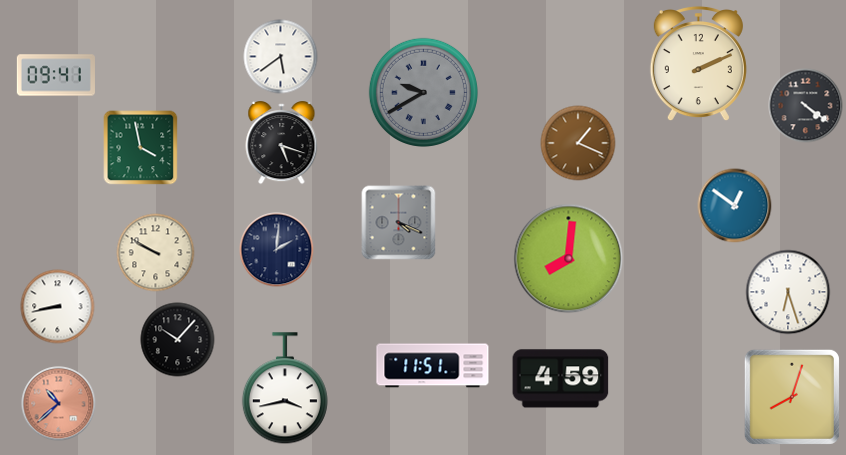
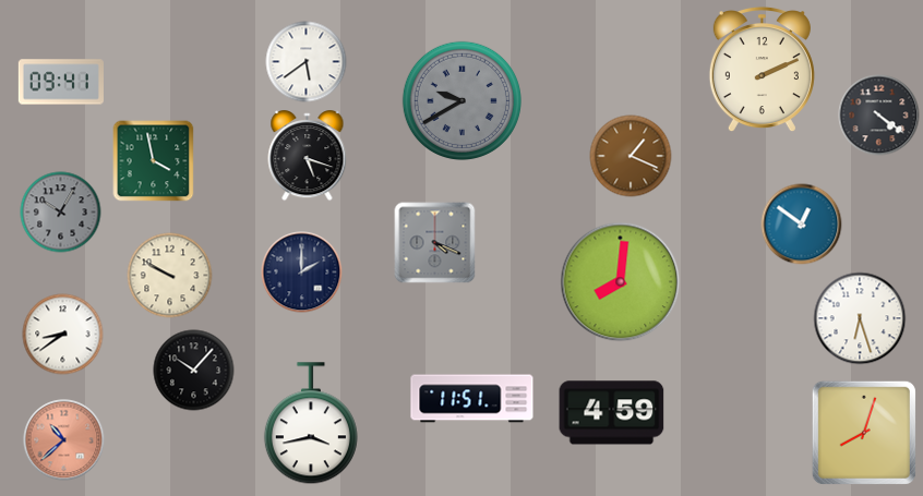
clock at (61, 213): none -> 10:05
clock at (277, 250): 2:01 -> 2:00
clock at (58, 307): 8:43 -> 8:39
